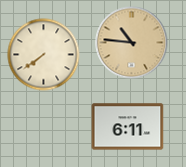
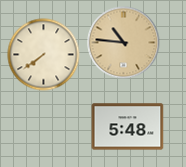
clock at (132, 43) position: (132, 43) -> (124, 43)
clock at (128, 127): 6:11 -> 5:48
